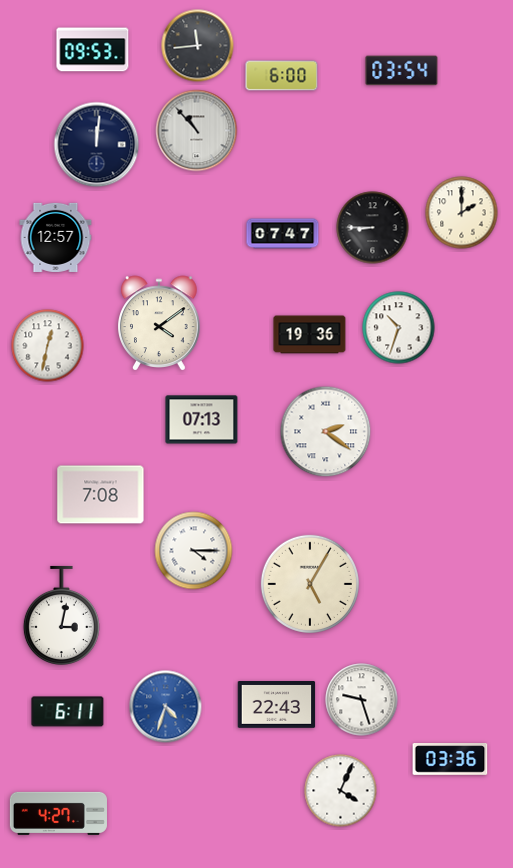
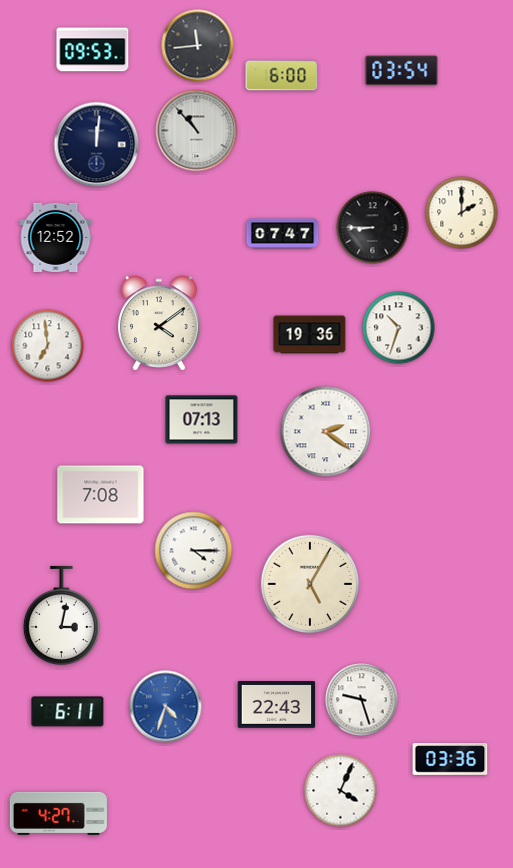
clock at (56, 237): 12:57 -> 12:52
clock at (48, 346): 12:32 -> 6:59
